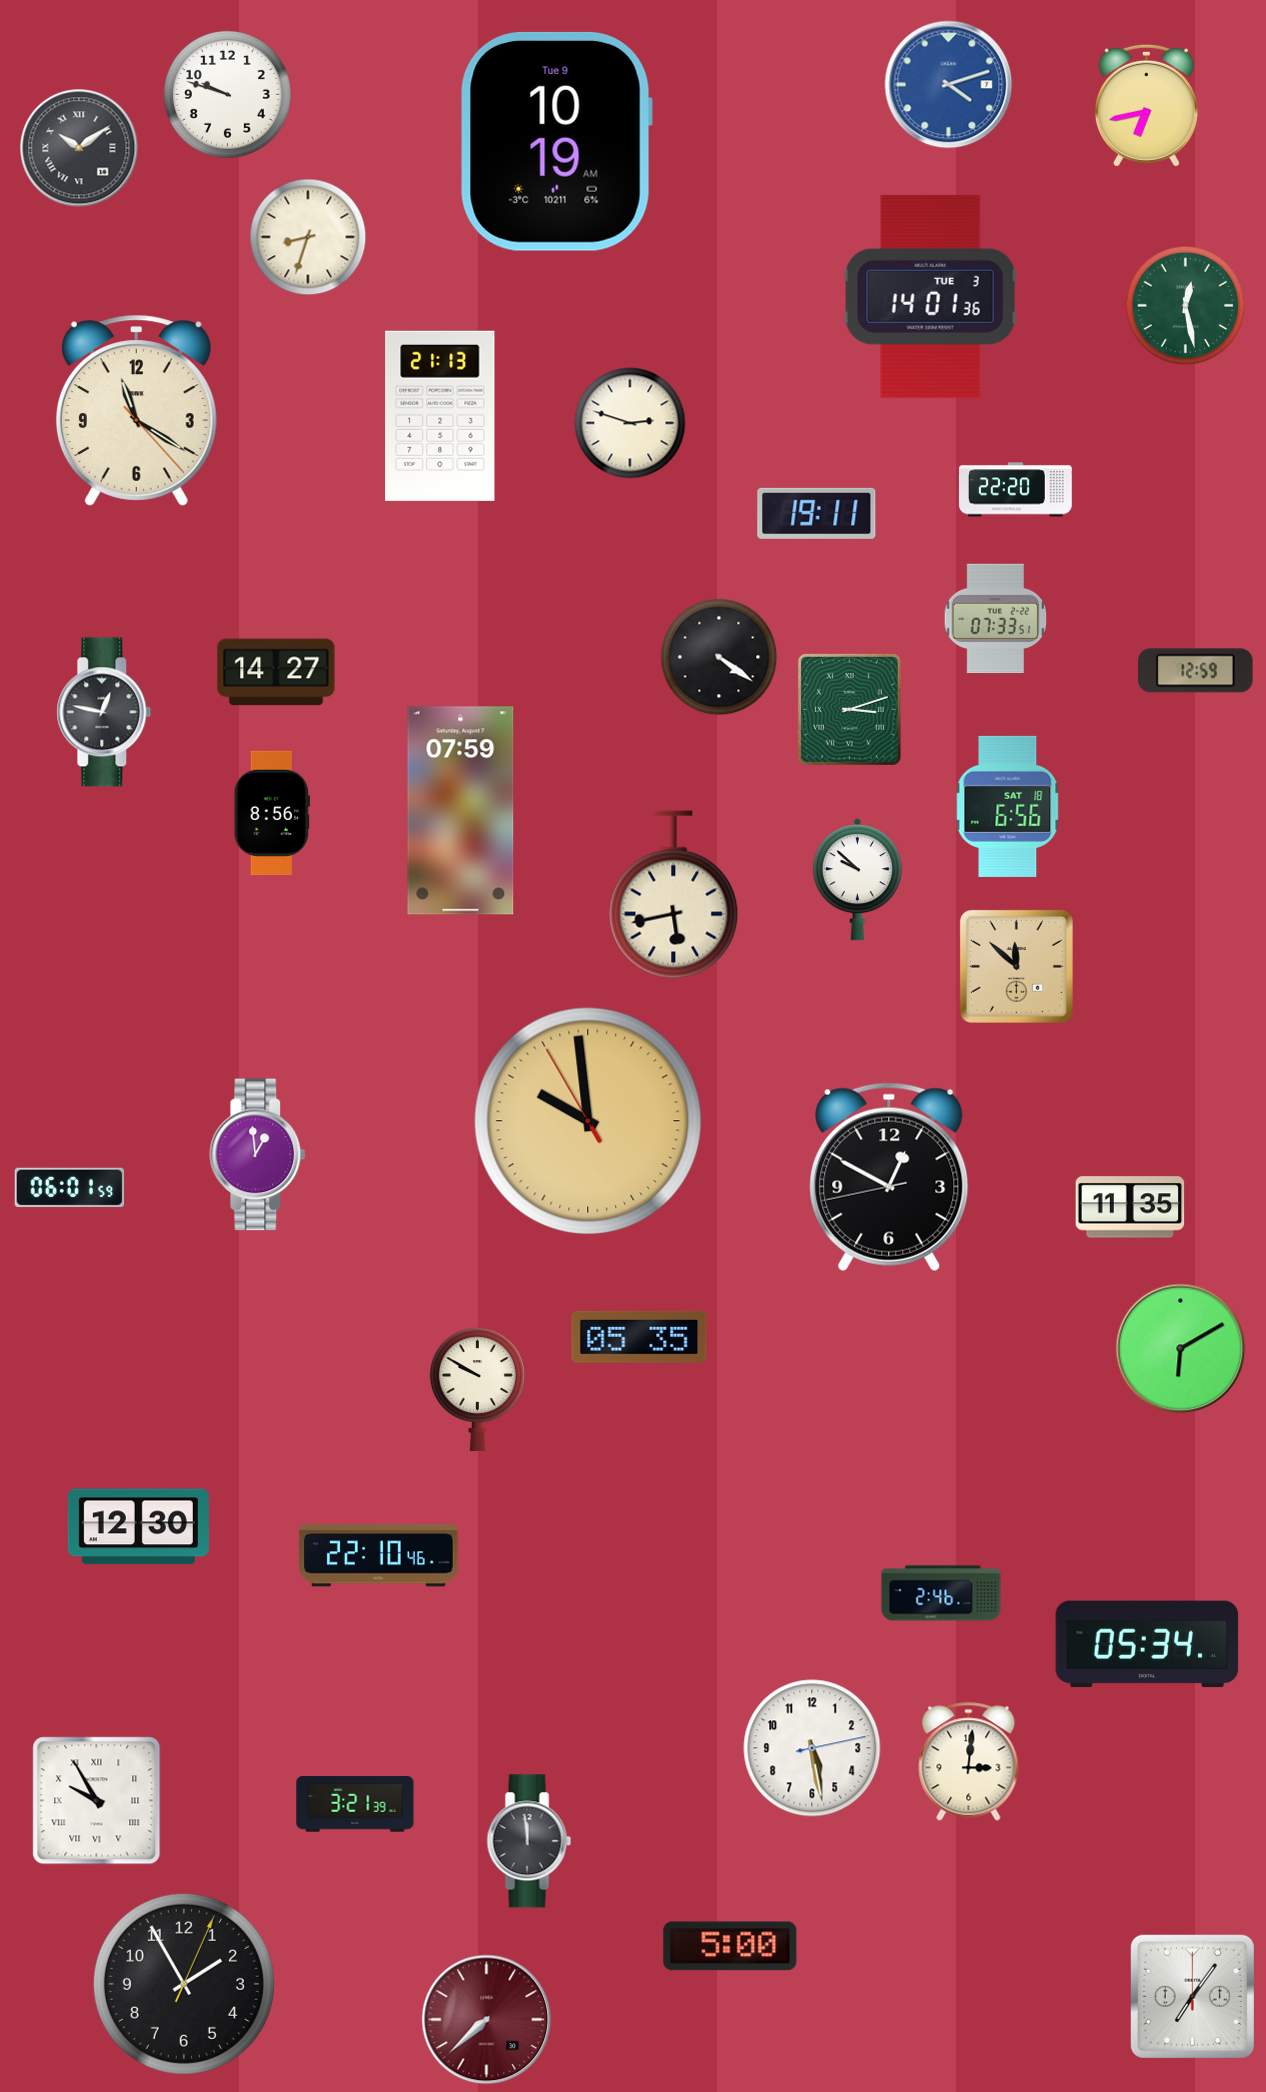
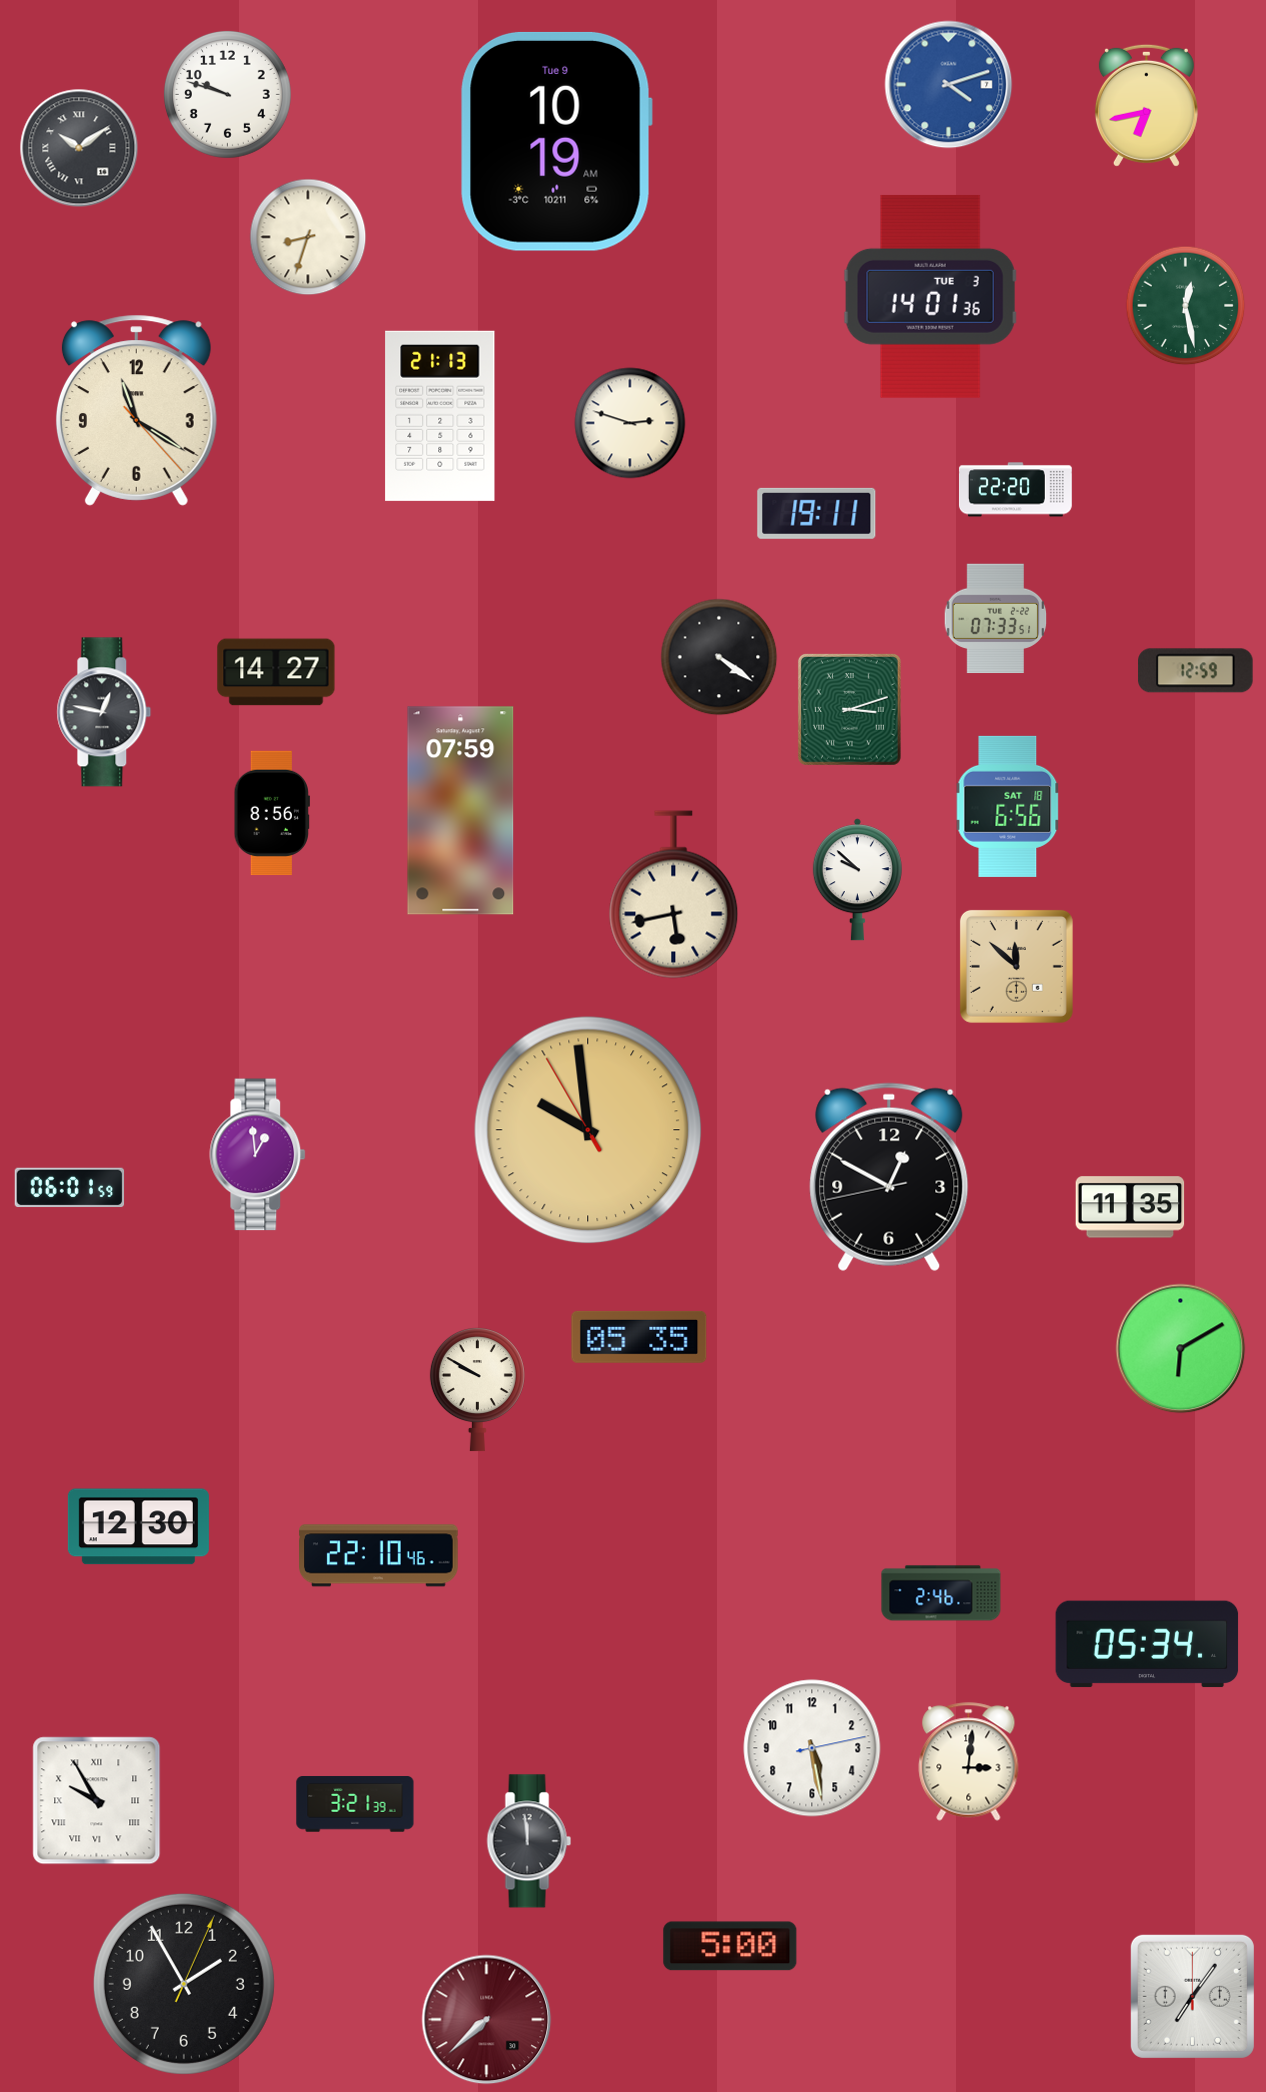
clock at (588, 1121) position: (588, 1121) -> (588, 1130)
